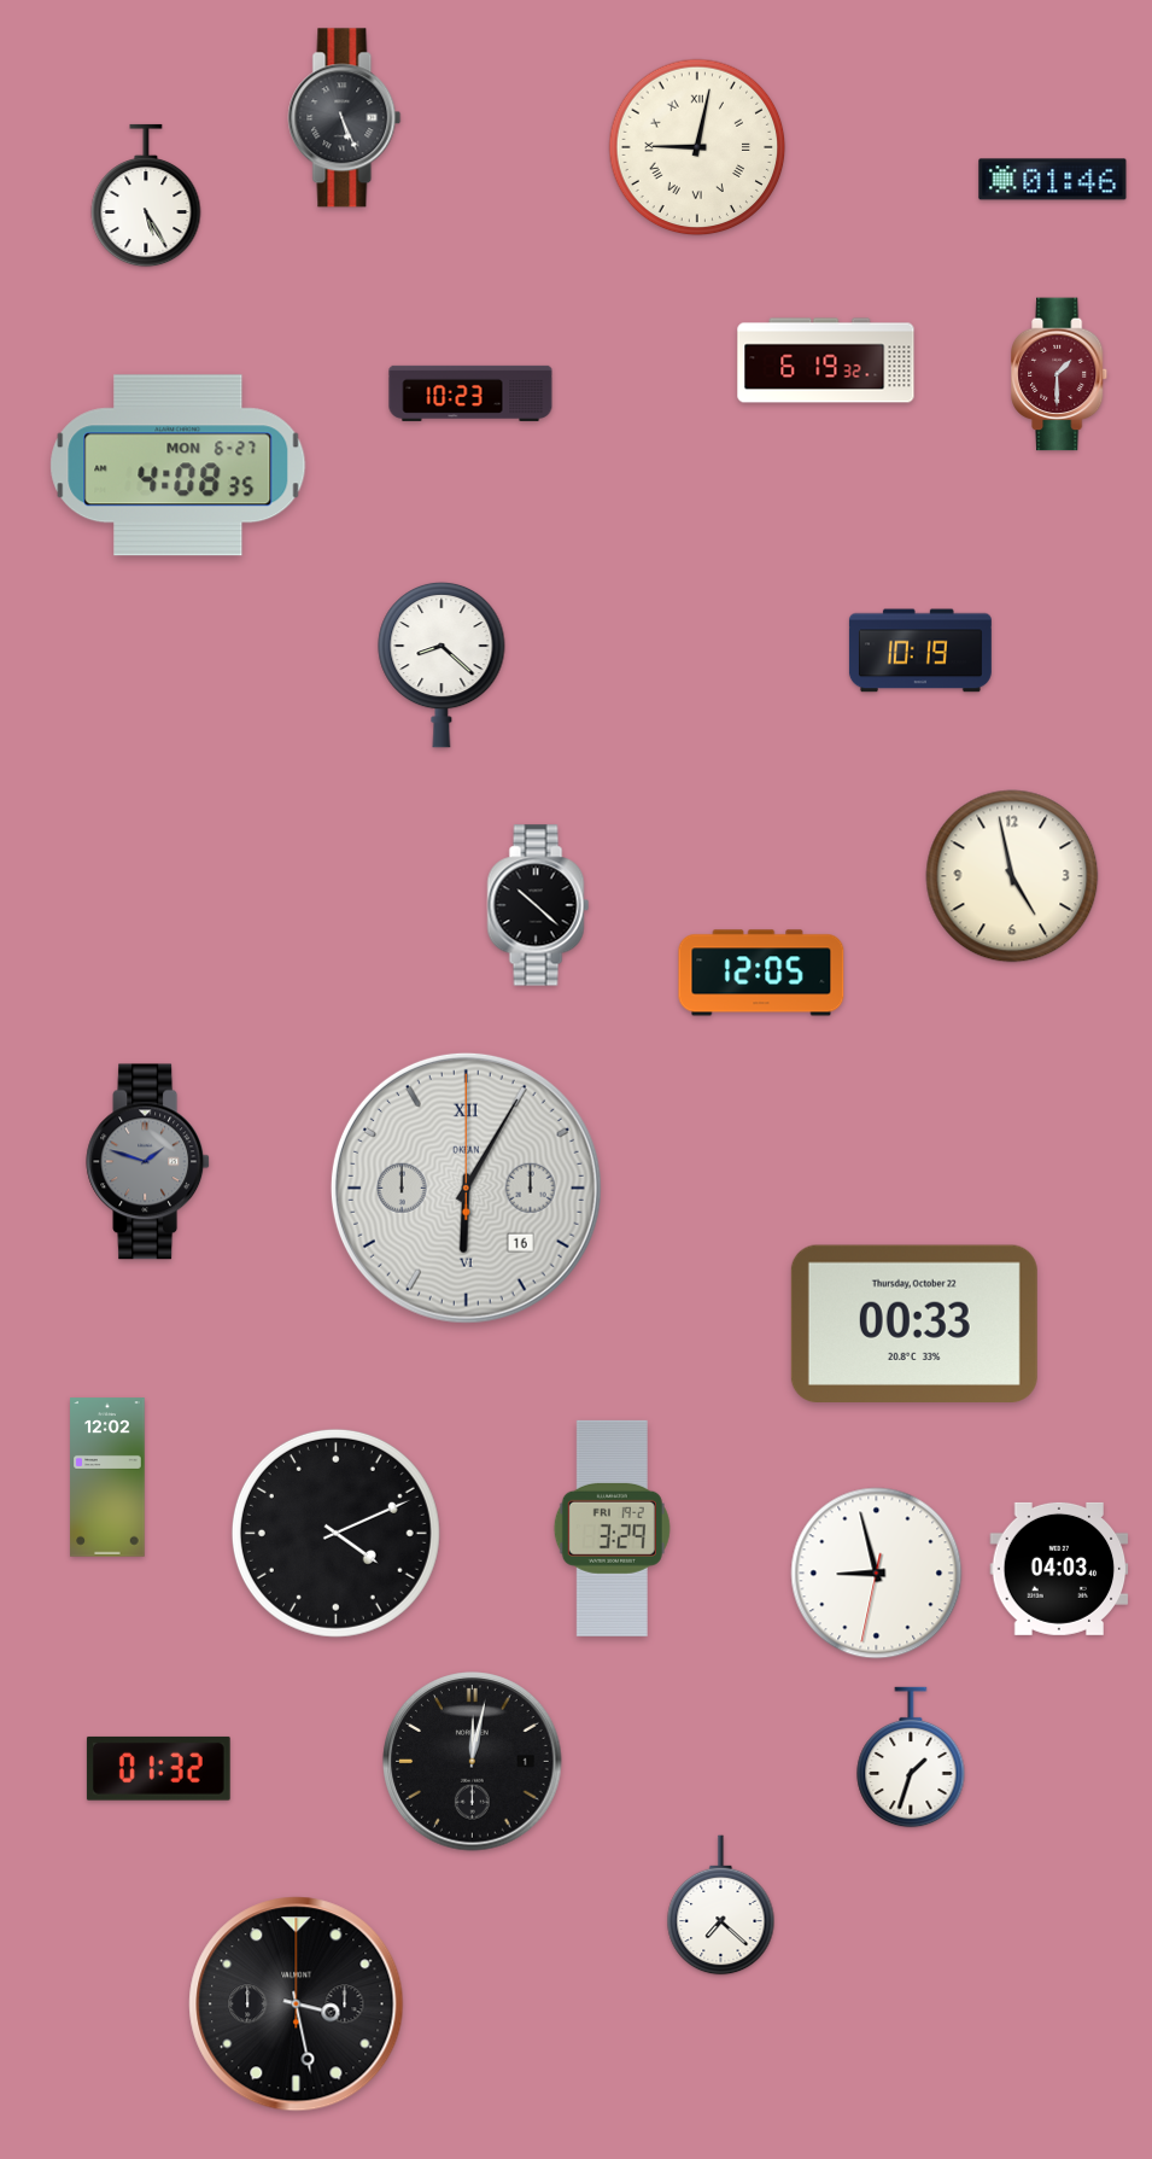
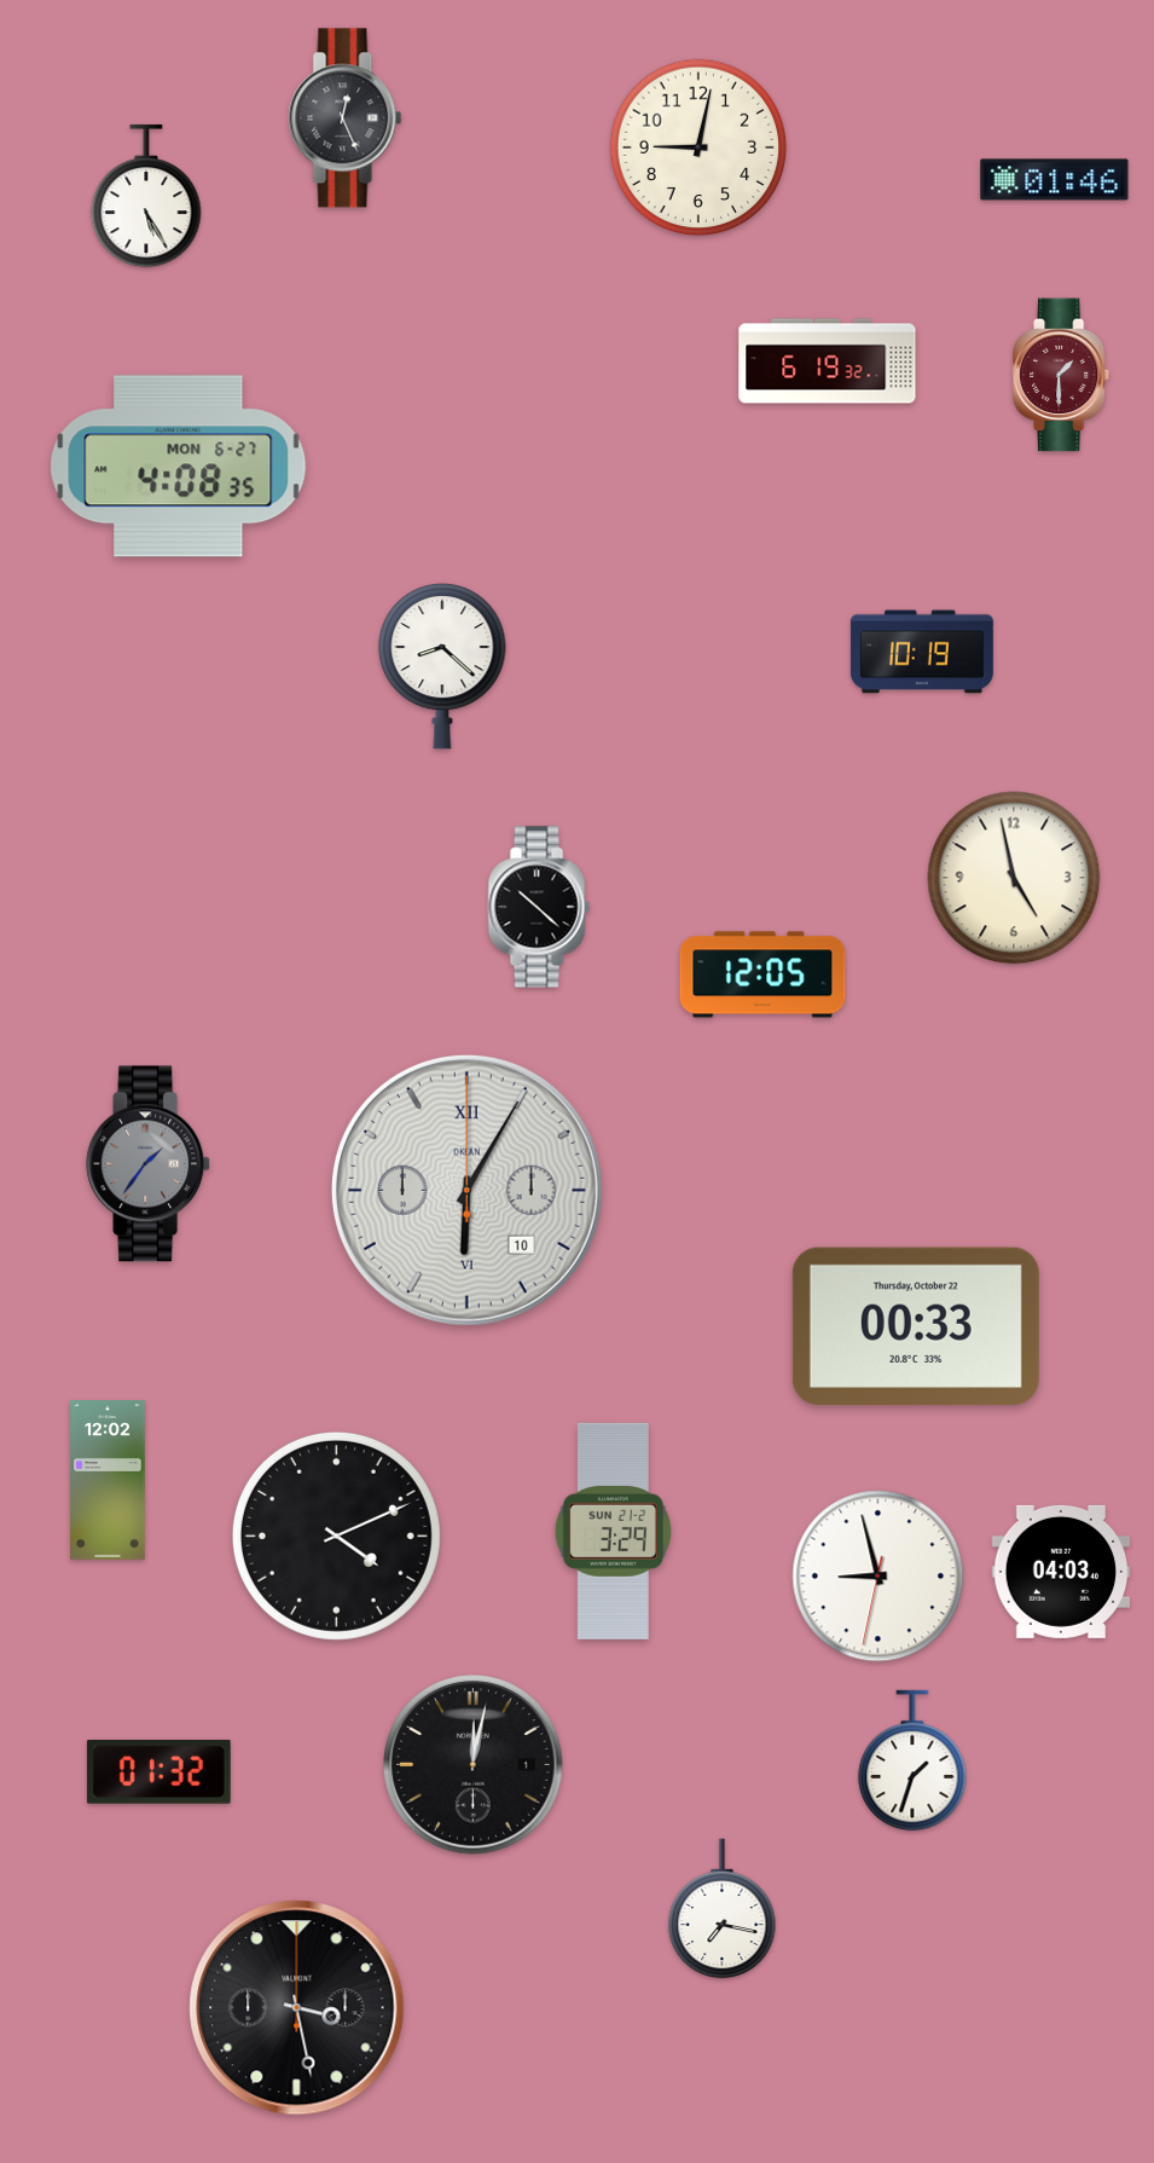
clock at (345, 118): 5:26 -> 12:26
clock at (697, 147) numerals: Roman -> Arabic
clock at (470, 393): 10:23 -> none
clock at (148, 1162): 1:48 -> 1:36
clock at (466, 1188) date: 16 -> 10
clock at (612, 1528) date: FRI 19-2 -> SUN 21-2
clock at (721, 1906): 7:22 -> 7:17
